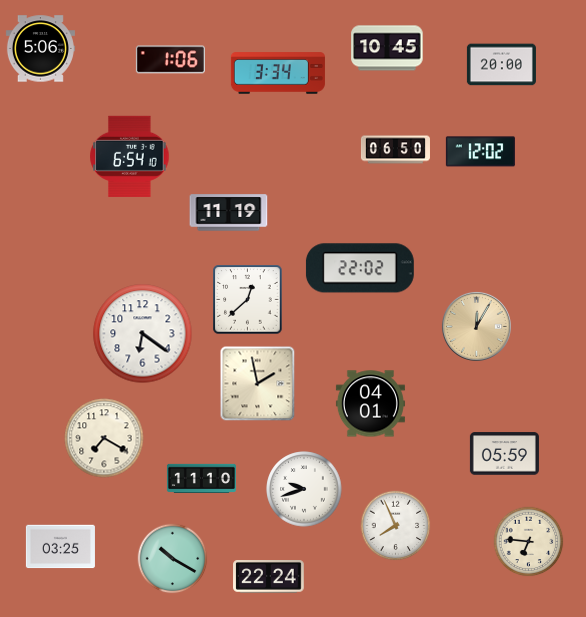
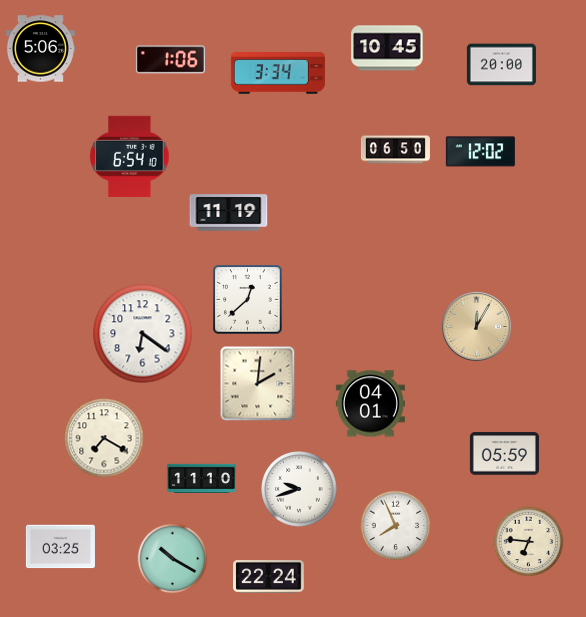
clock at (360, 268): 22:02 -> none
clock at (258, 384): 1:58 -> 2:01
clock at (304, 489) position: (304, 489) -> (299, 489)
